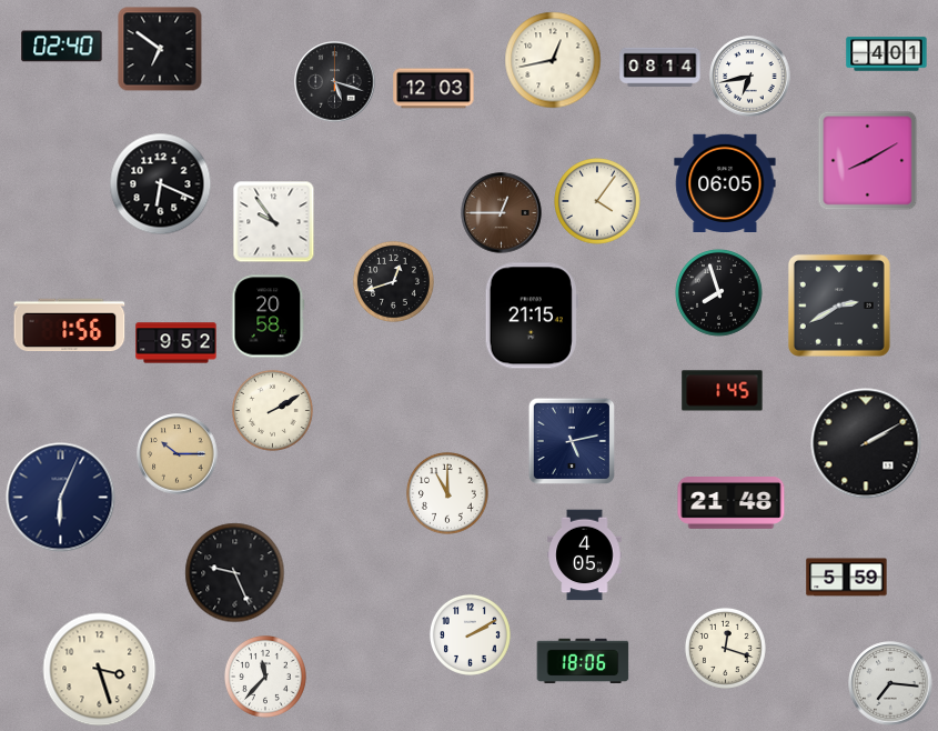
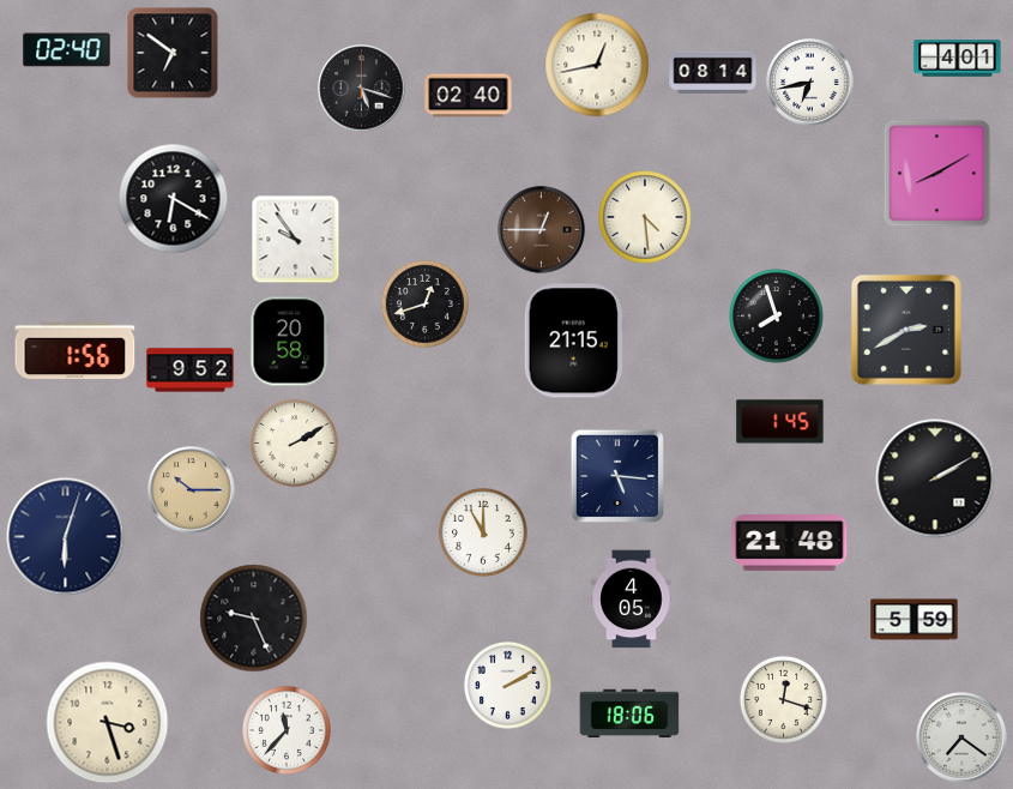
clock at (434, 89): 12:03 -> 02:40
clock at (725, 182): 06:05 -> none
clock at (161, 184): 6:19 -> 6:20
clock at (597, 201): 4:06 -> 4:29
clock at (571, 440): 5:13 -> 5:16
clock at (61, 498): 6:04 -> 6:03
clock at (847, 578) position: (847, 578) -> (915, 620)
clock at (890, 683): 7:16 -> 7:21
